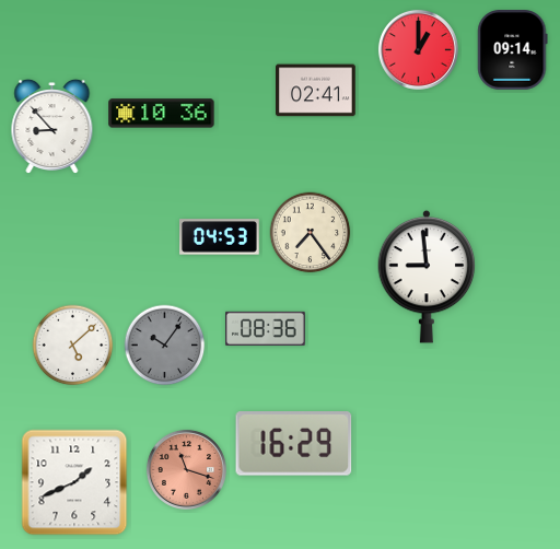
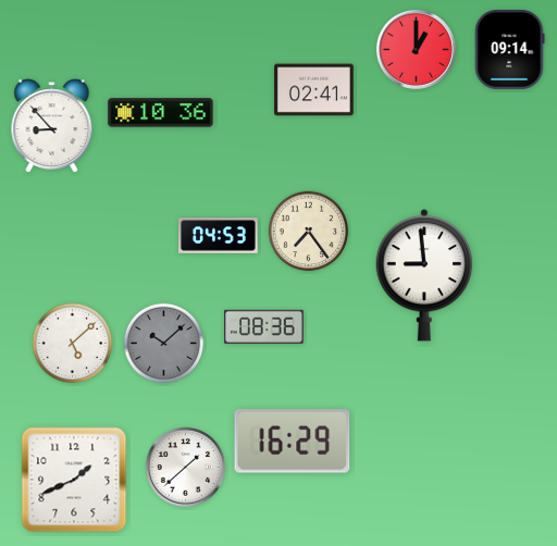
clock at (165, 346): 10:06 -> 10:08
clock at (186, 469): 11:18 -> 1:38
clock at (186, 469) dial: salmon -> white
